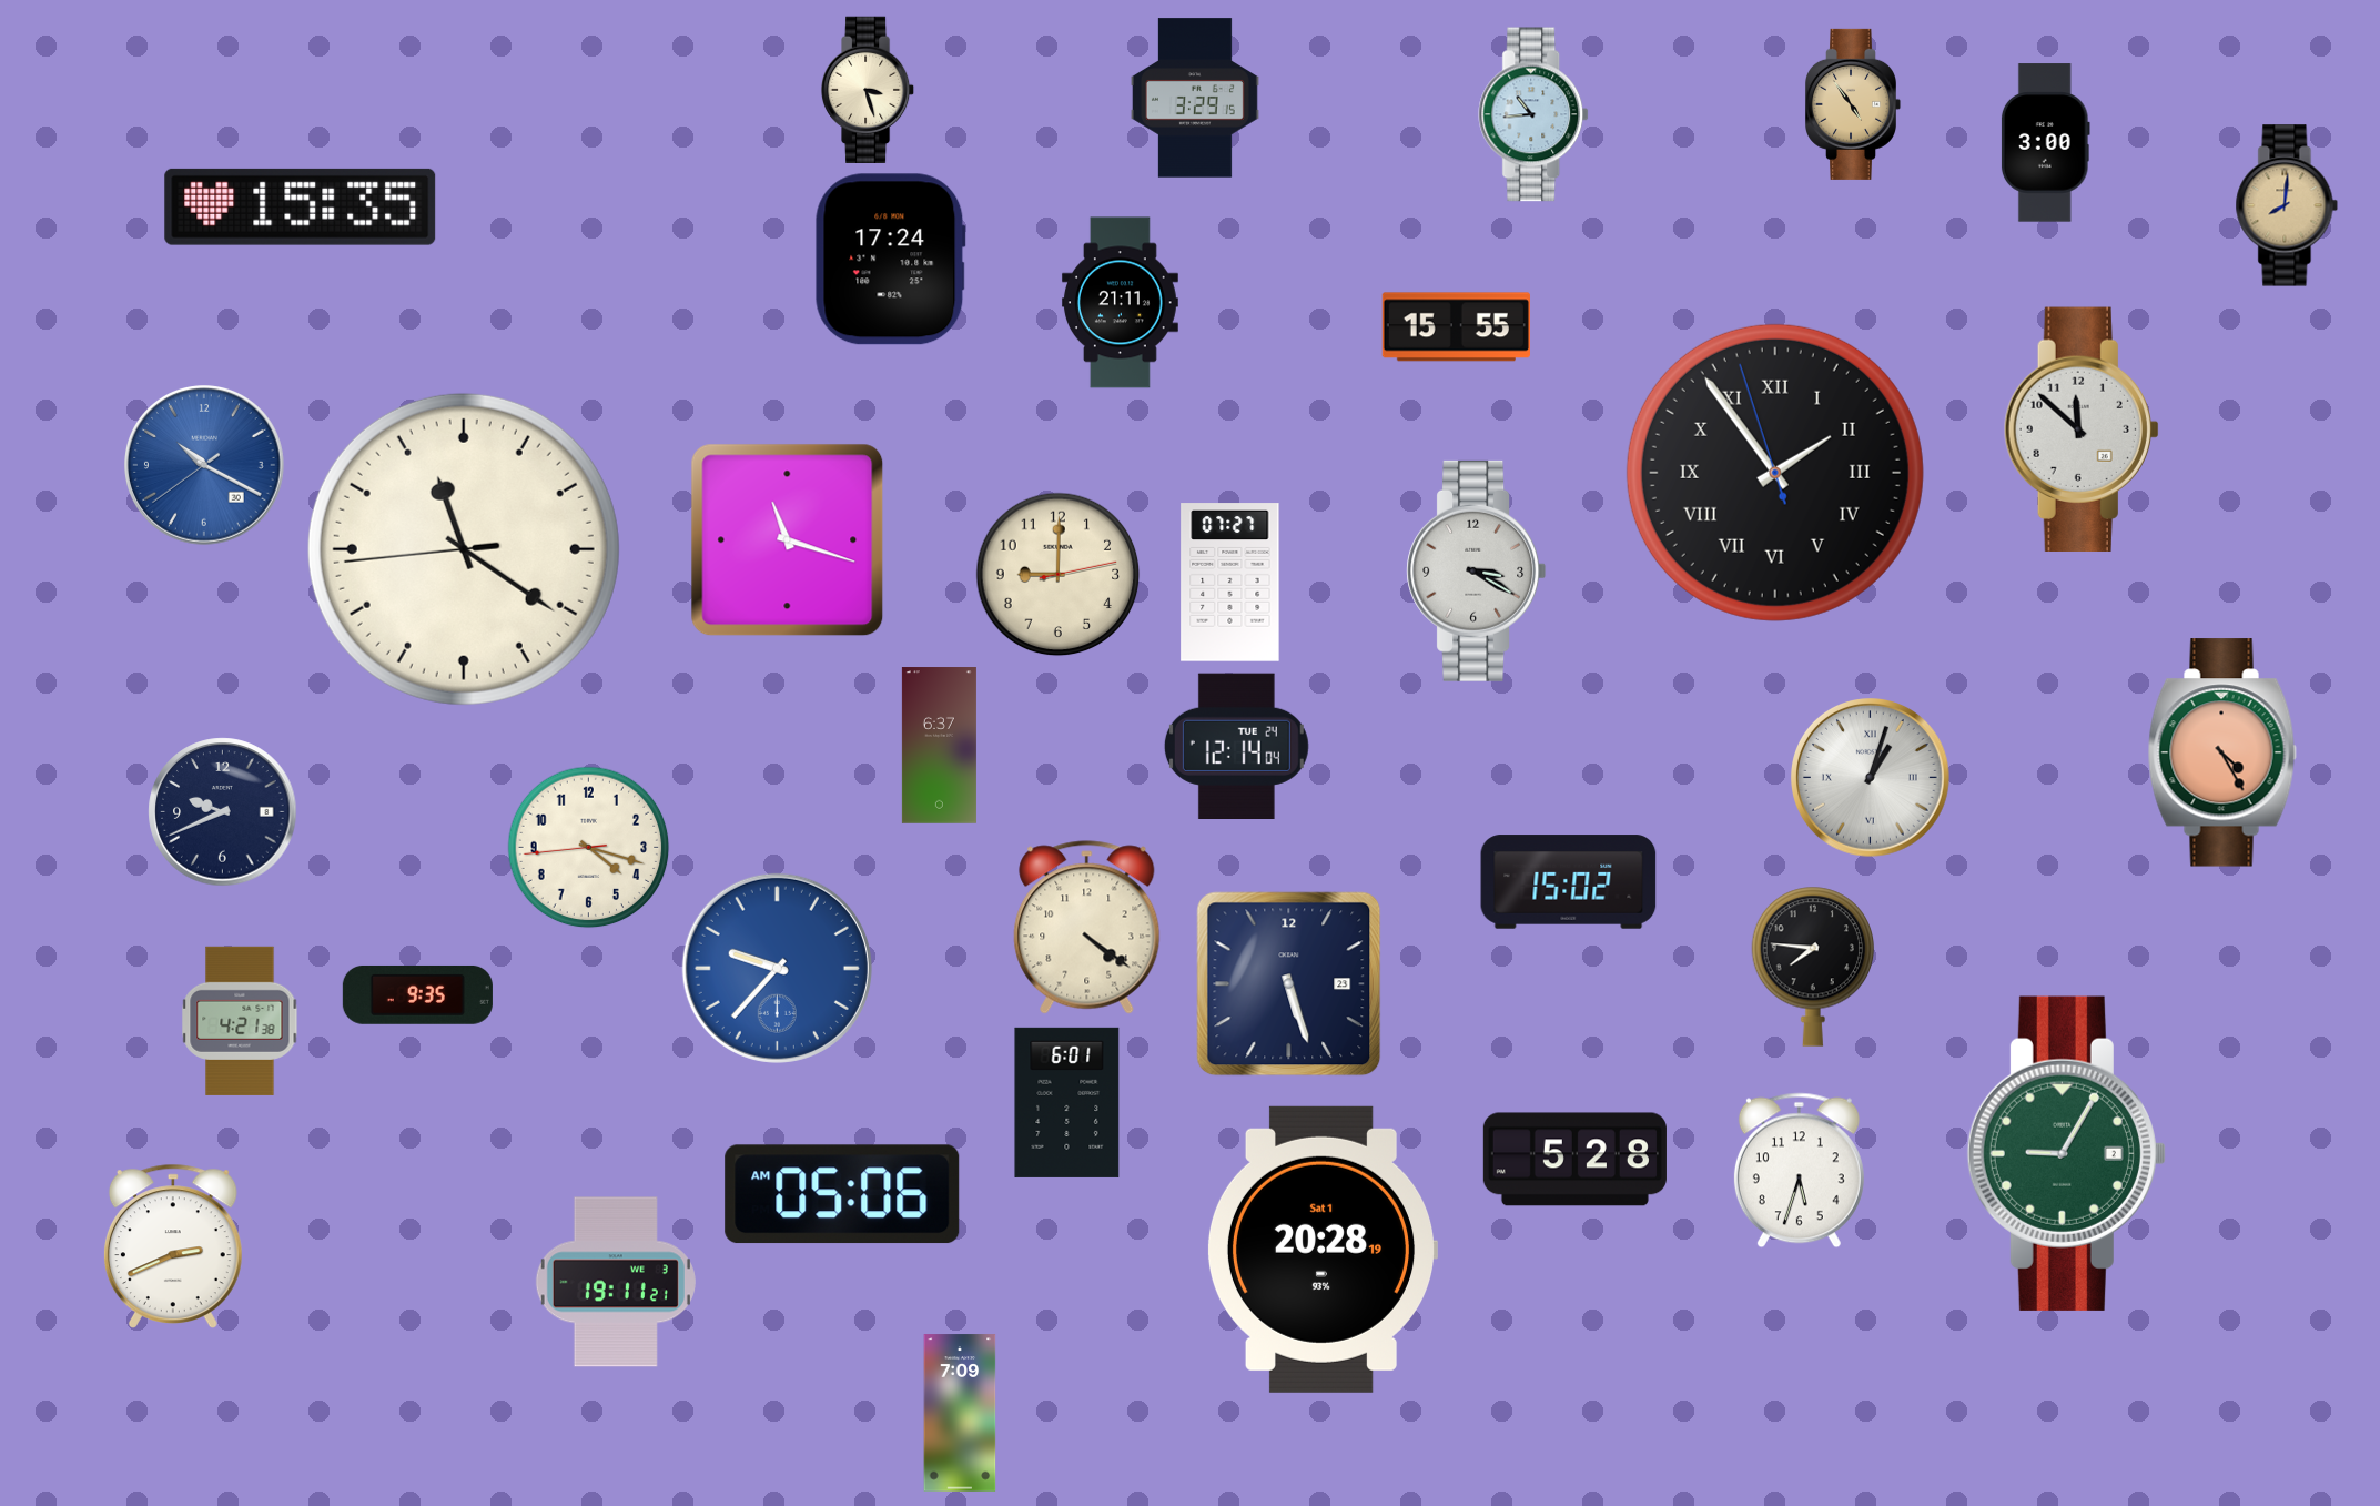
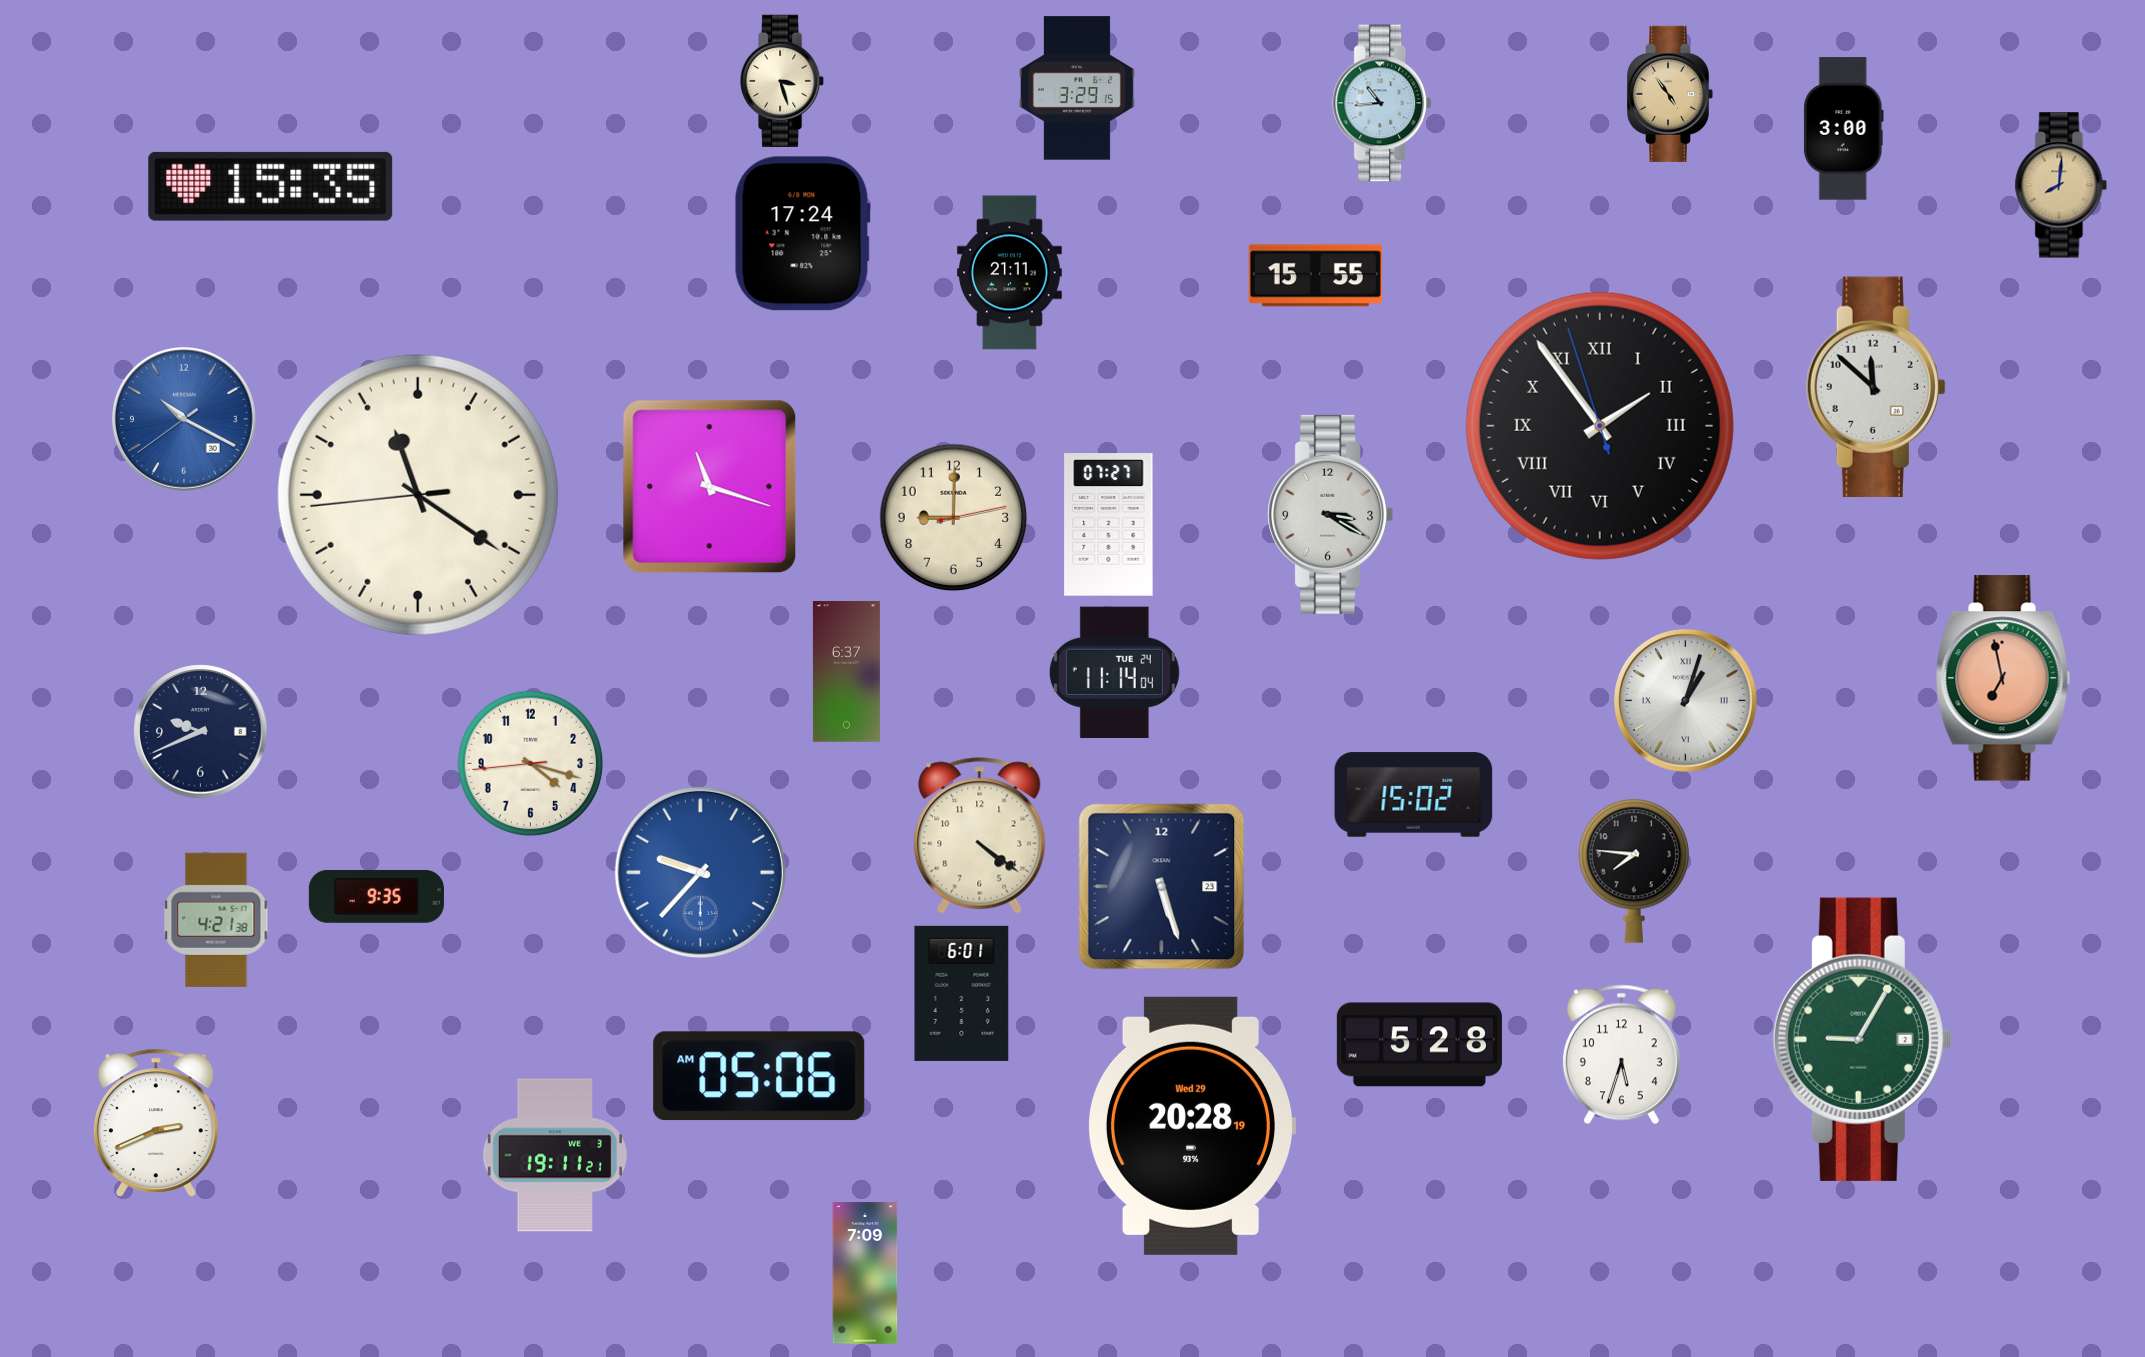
clock at (1456, 327) position: (1456, 327) -> (1315, 276)
clock at (1236, 746): 12:14 -> 11:14
clock at (2222, 752): 4:25 -> 6:58
clock at (1321, 1250) date: Sat 1 -> Wed 29
